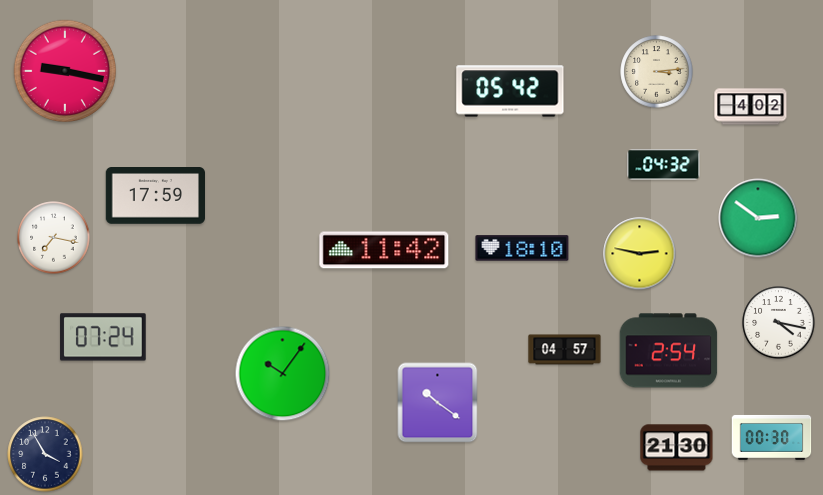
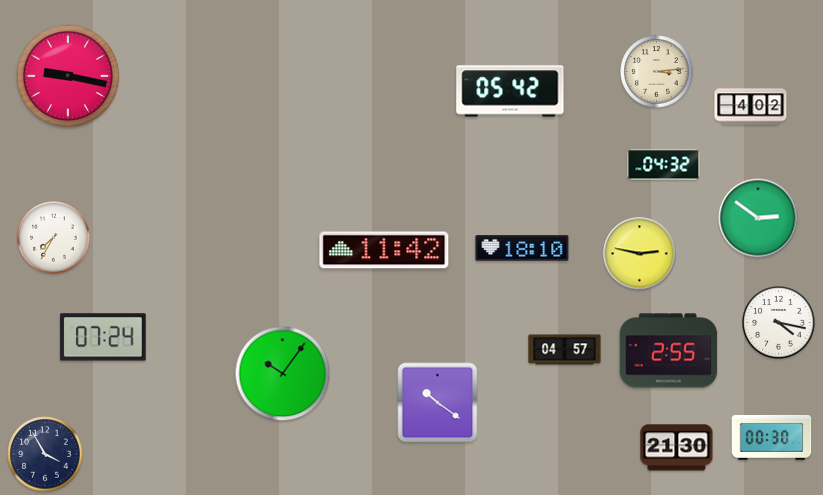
clock at (65, 71) position: (65, 71) -> (68, 76)
clock at (155, 196): 17:59 -> none
clock at (54, 238): 7:17 -> 7:35
clock at (669, 351): 2:54 -> 2:55
